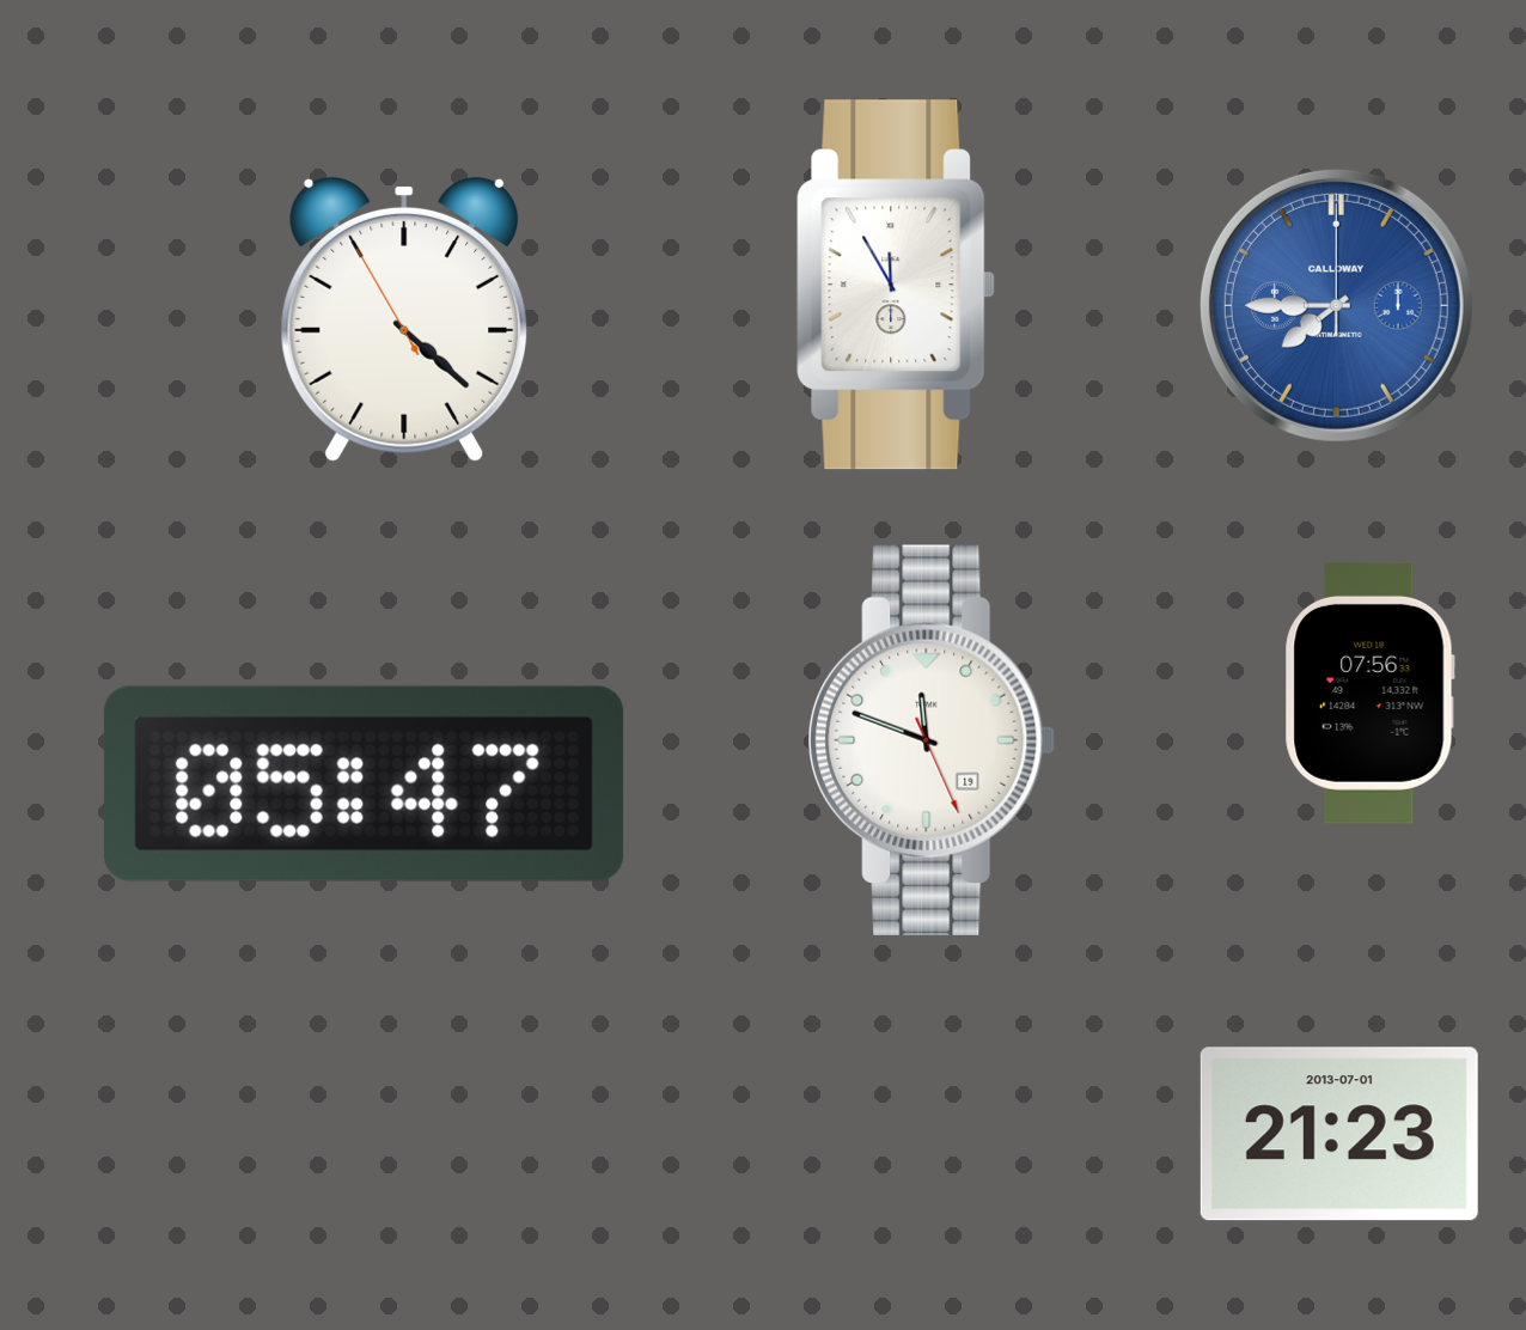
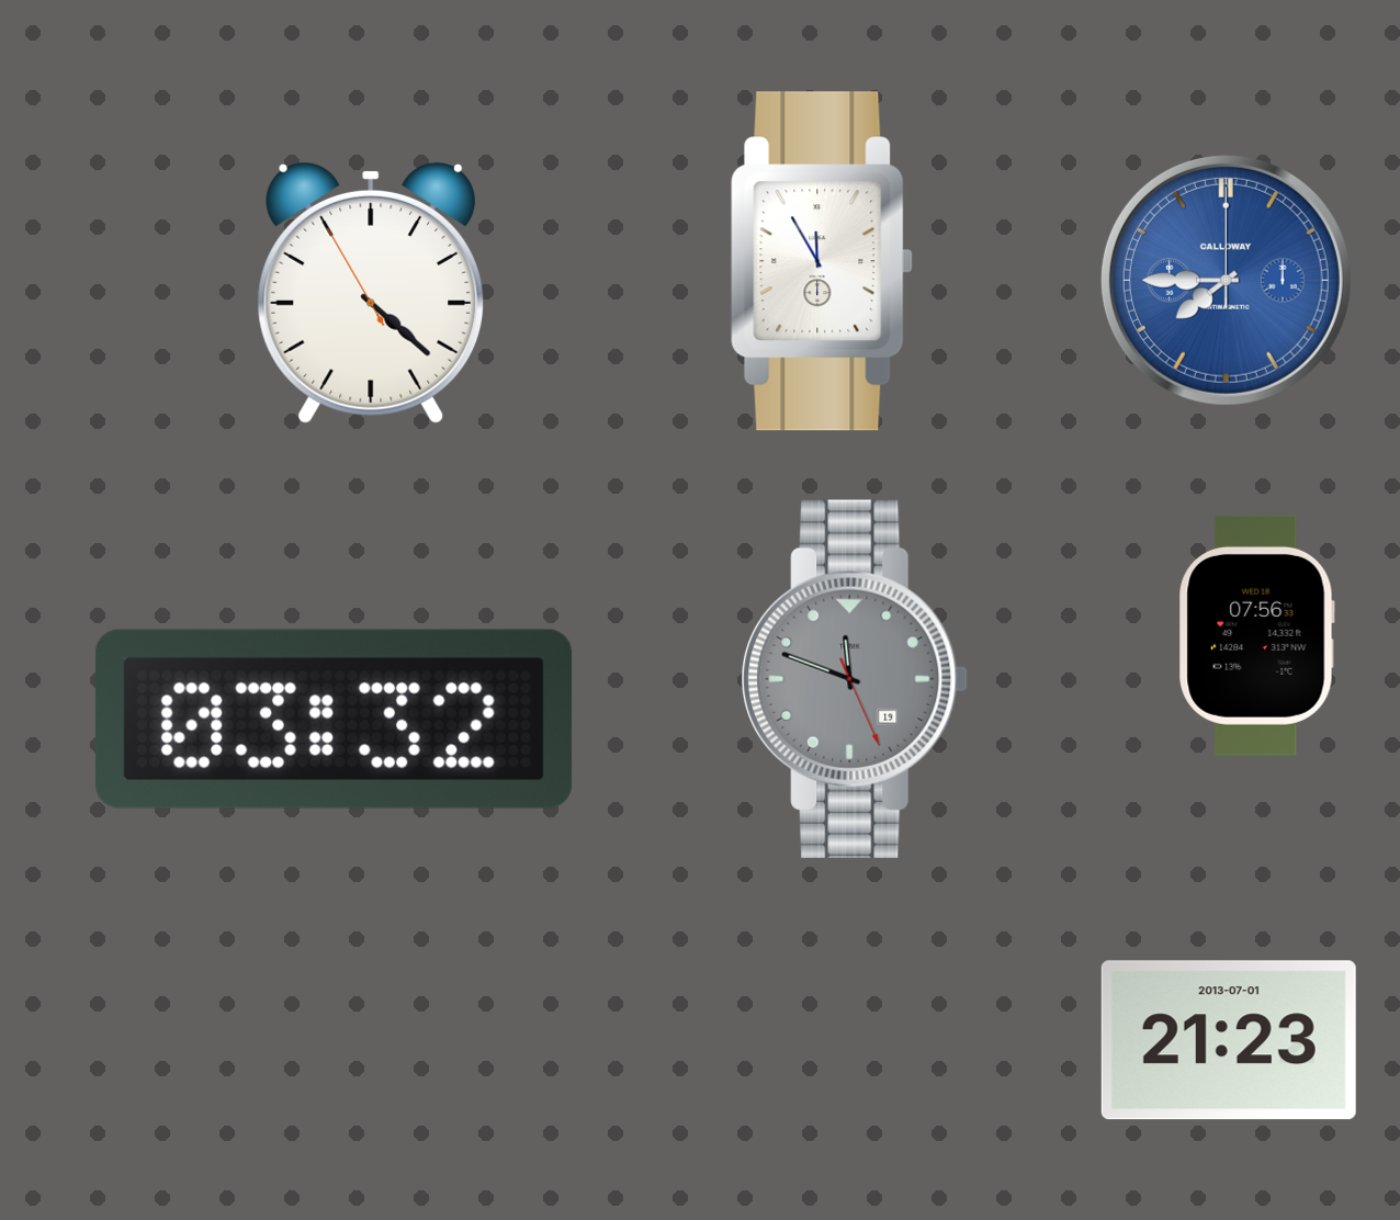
clock at (932, 740) dial: white -> grey
clock at (364, 783): 05:47 -> 03:32
